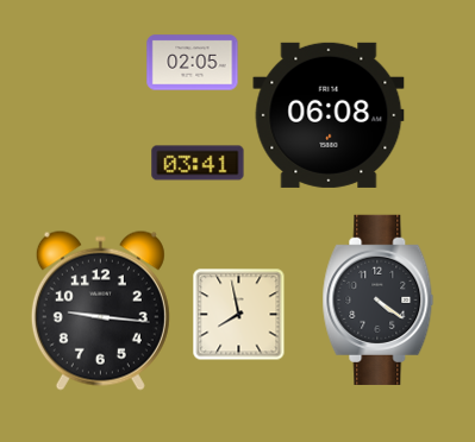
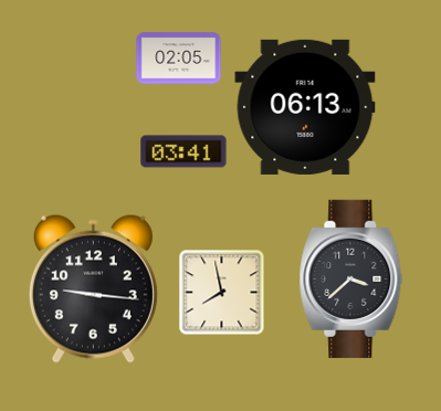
clock at (329, 115): 06:08 -> 06:13
clock at (379, 299): 4:21 -> 3:38
